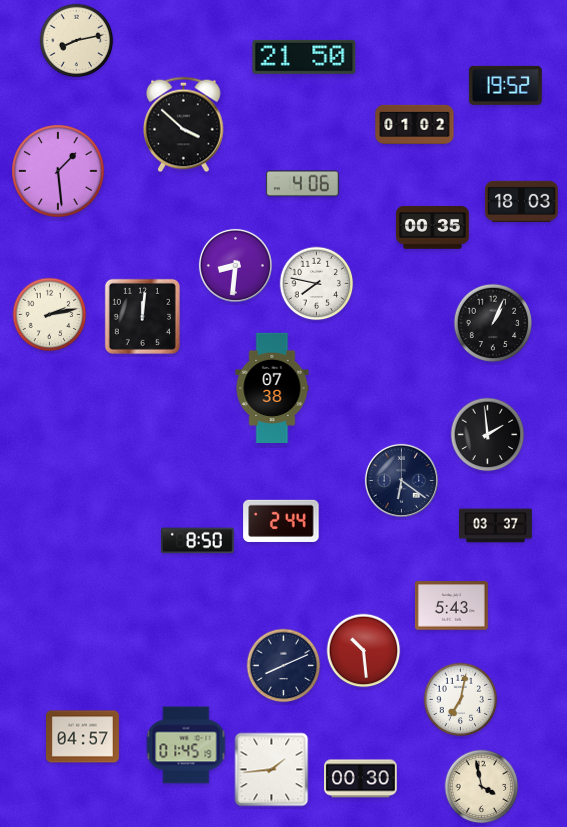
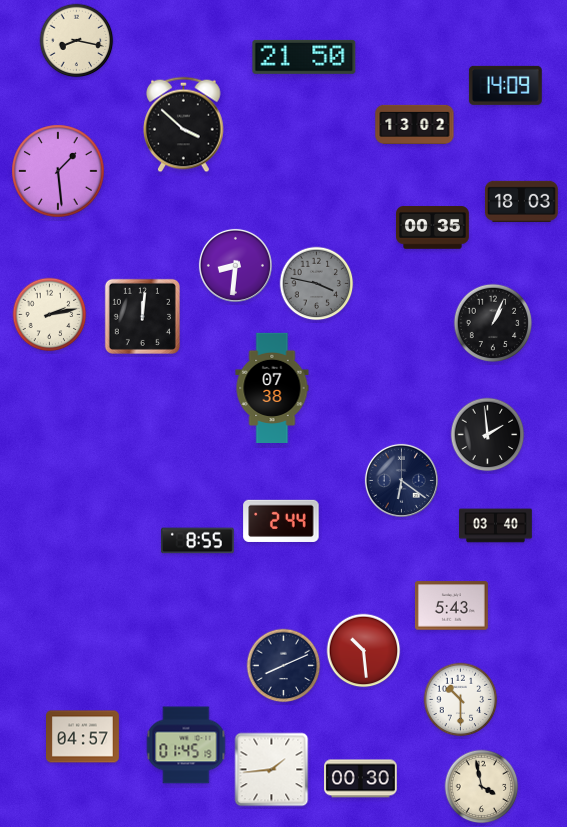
clock at (77, 41): 8:13 -> 8:17
clock at (505, 85): 19:52 -> 14:09
clock at (415, 124): 01:02 -> 13:02
clock at (302, 184): 4:06 -> none
clock at (317, 284): 7:47 -> 3:47
clock at (317, 284) dial: white -> grey
clock at (496, 526): 03:37 -> 03:40
clock at (198, 541): 8:50 -> 8:55
clock at (461, 700): 7:02 -> 10:30
